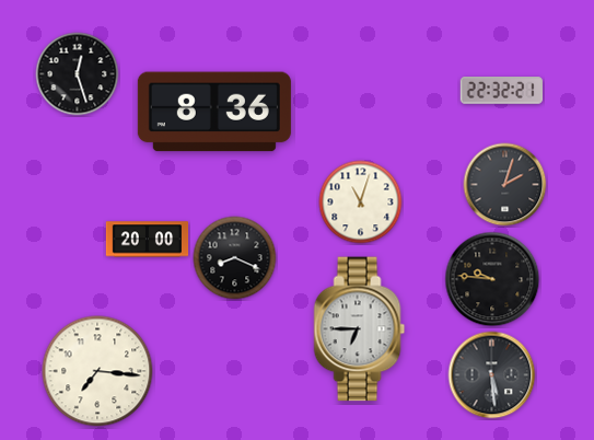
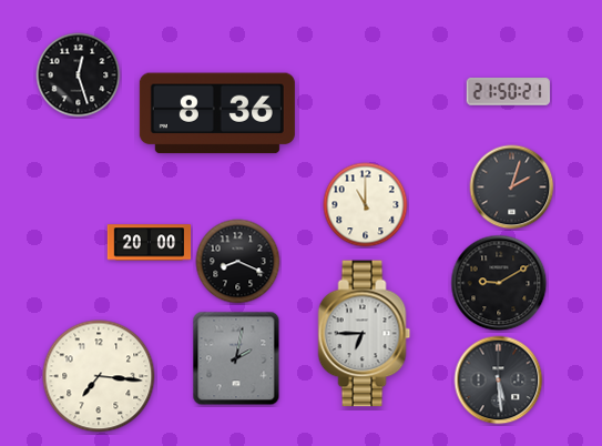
clock at (501, 91): 22:32 -> 21:50
clock at (361, 202): 11:03 -> 11:00
clock at (492, 279): 9:46 -> 9:10
clock at (236, 358): none -> 2:02
